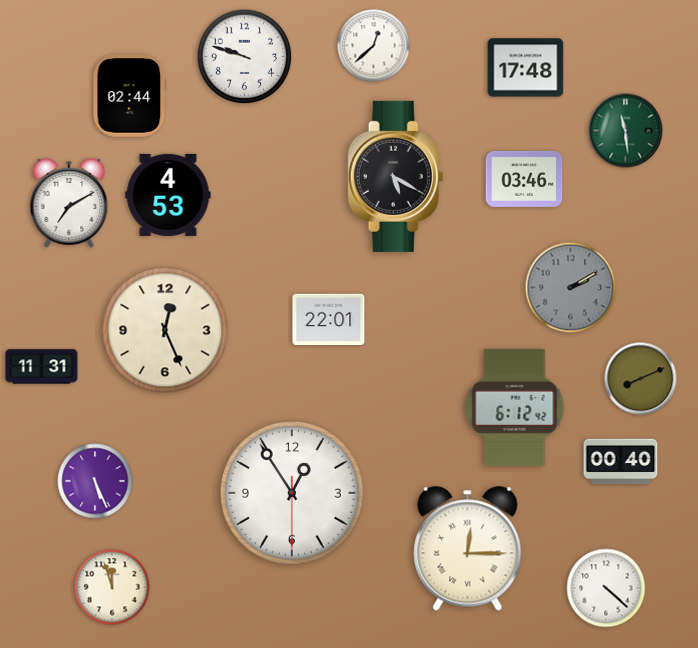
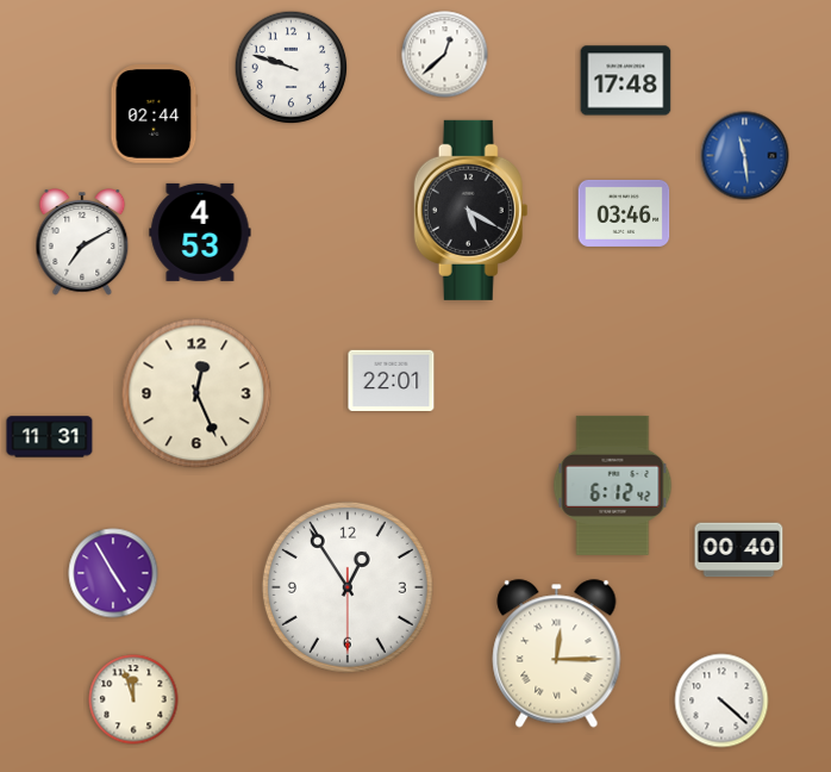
clock at (626, 131) dial: green -> blue
clock at (571, 288): 2:10 -> none
clock at (641, 379): 8:11 -> none
clock at (95, 481): 5:26 -> 4:55
